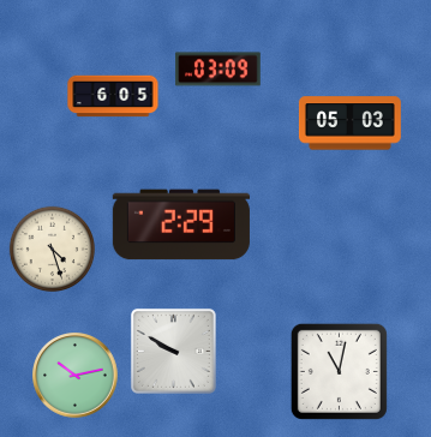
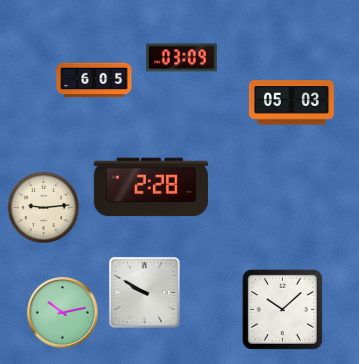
clock at (181, 225): 2:29 -> 2:28
clock at (52, 249): 4:27 -> 9:14
clock at (339, 371): 11:02 -> 10:08
